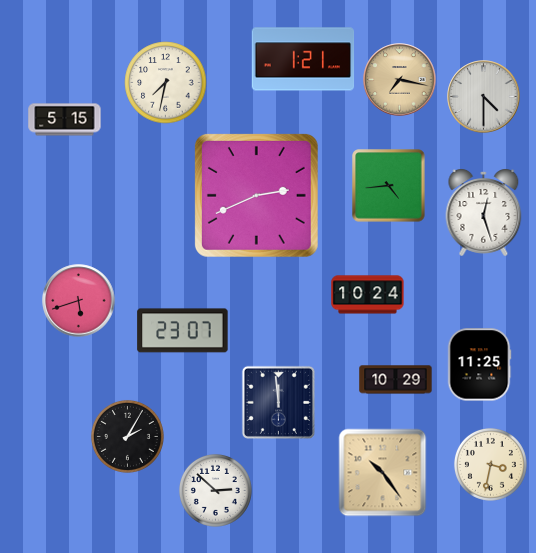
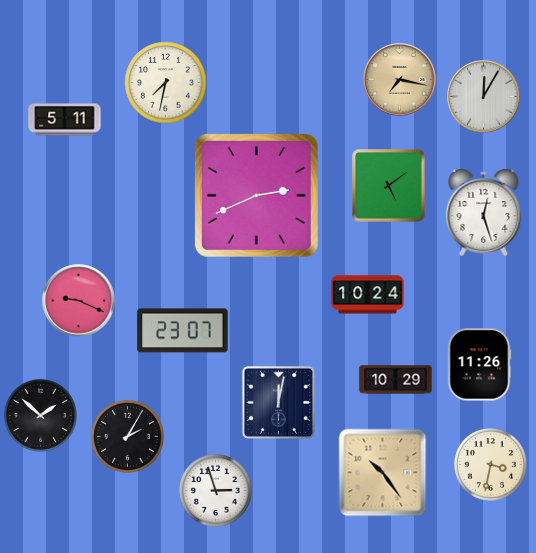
clock at (303, 59): 1:21 -> none
clock at (484, 97): 4:30 -> 12:05
clock at (65, 120): 5:15 -> 5:11
clock at (389, 186): 4:44 -> 5:09
clock at (79, 301): 5:42 -> 9:19
clock at (479, 365): 11:25 -> 11:26
clock at (278, 402): 11:59 -> 12:02
clock at (40, 415): none -> 1:52
clock at (215, 490): 2:52 -> 2:57
